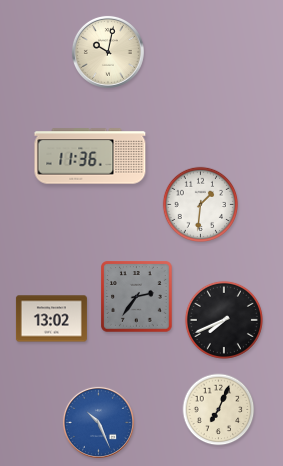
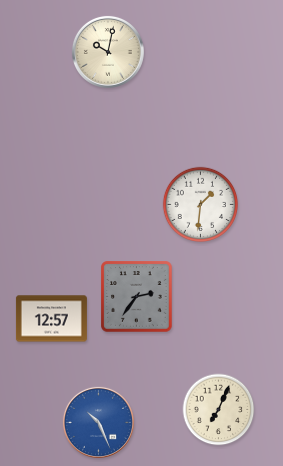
clock at (90, 156): 11:36 -> none
clock at (51, 319): 13:02 -> 12:57
clock at (224, 320): 7:41 -> none
